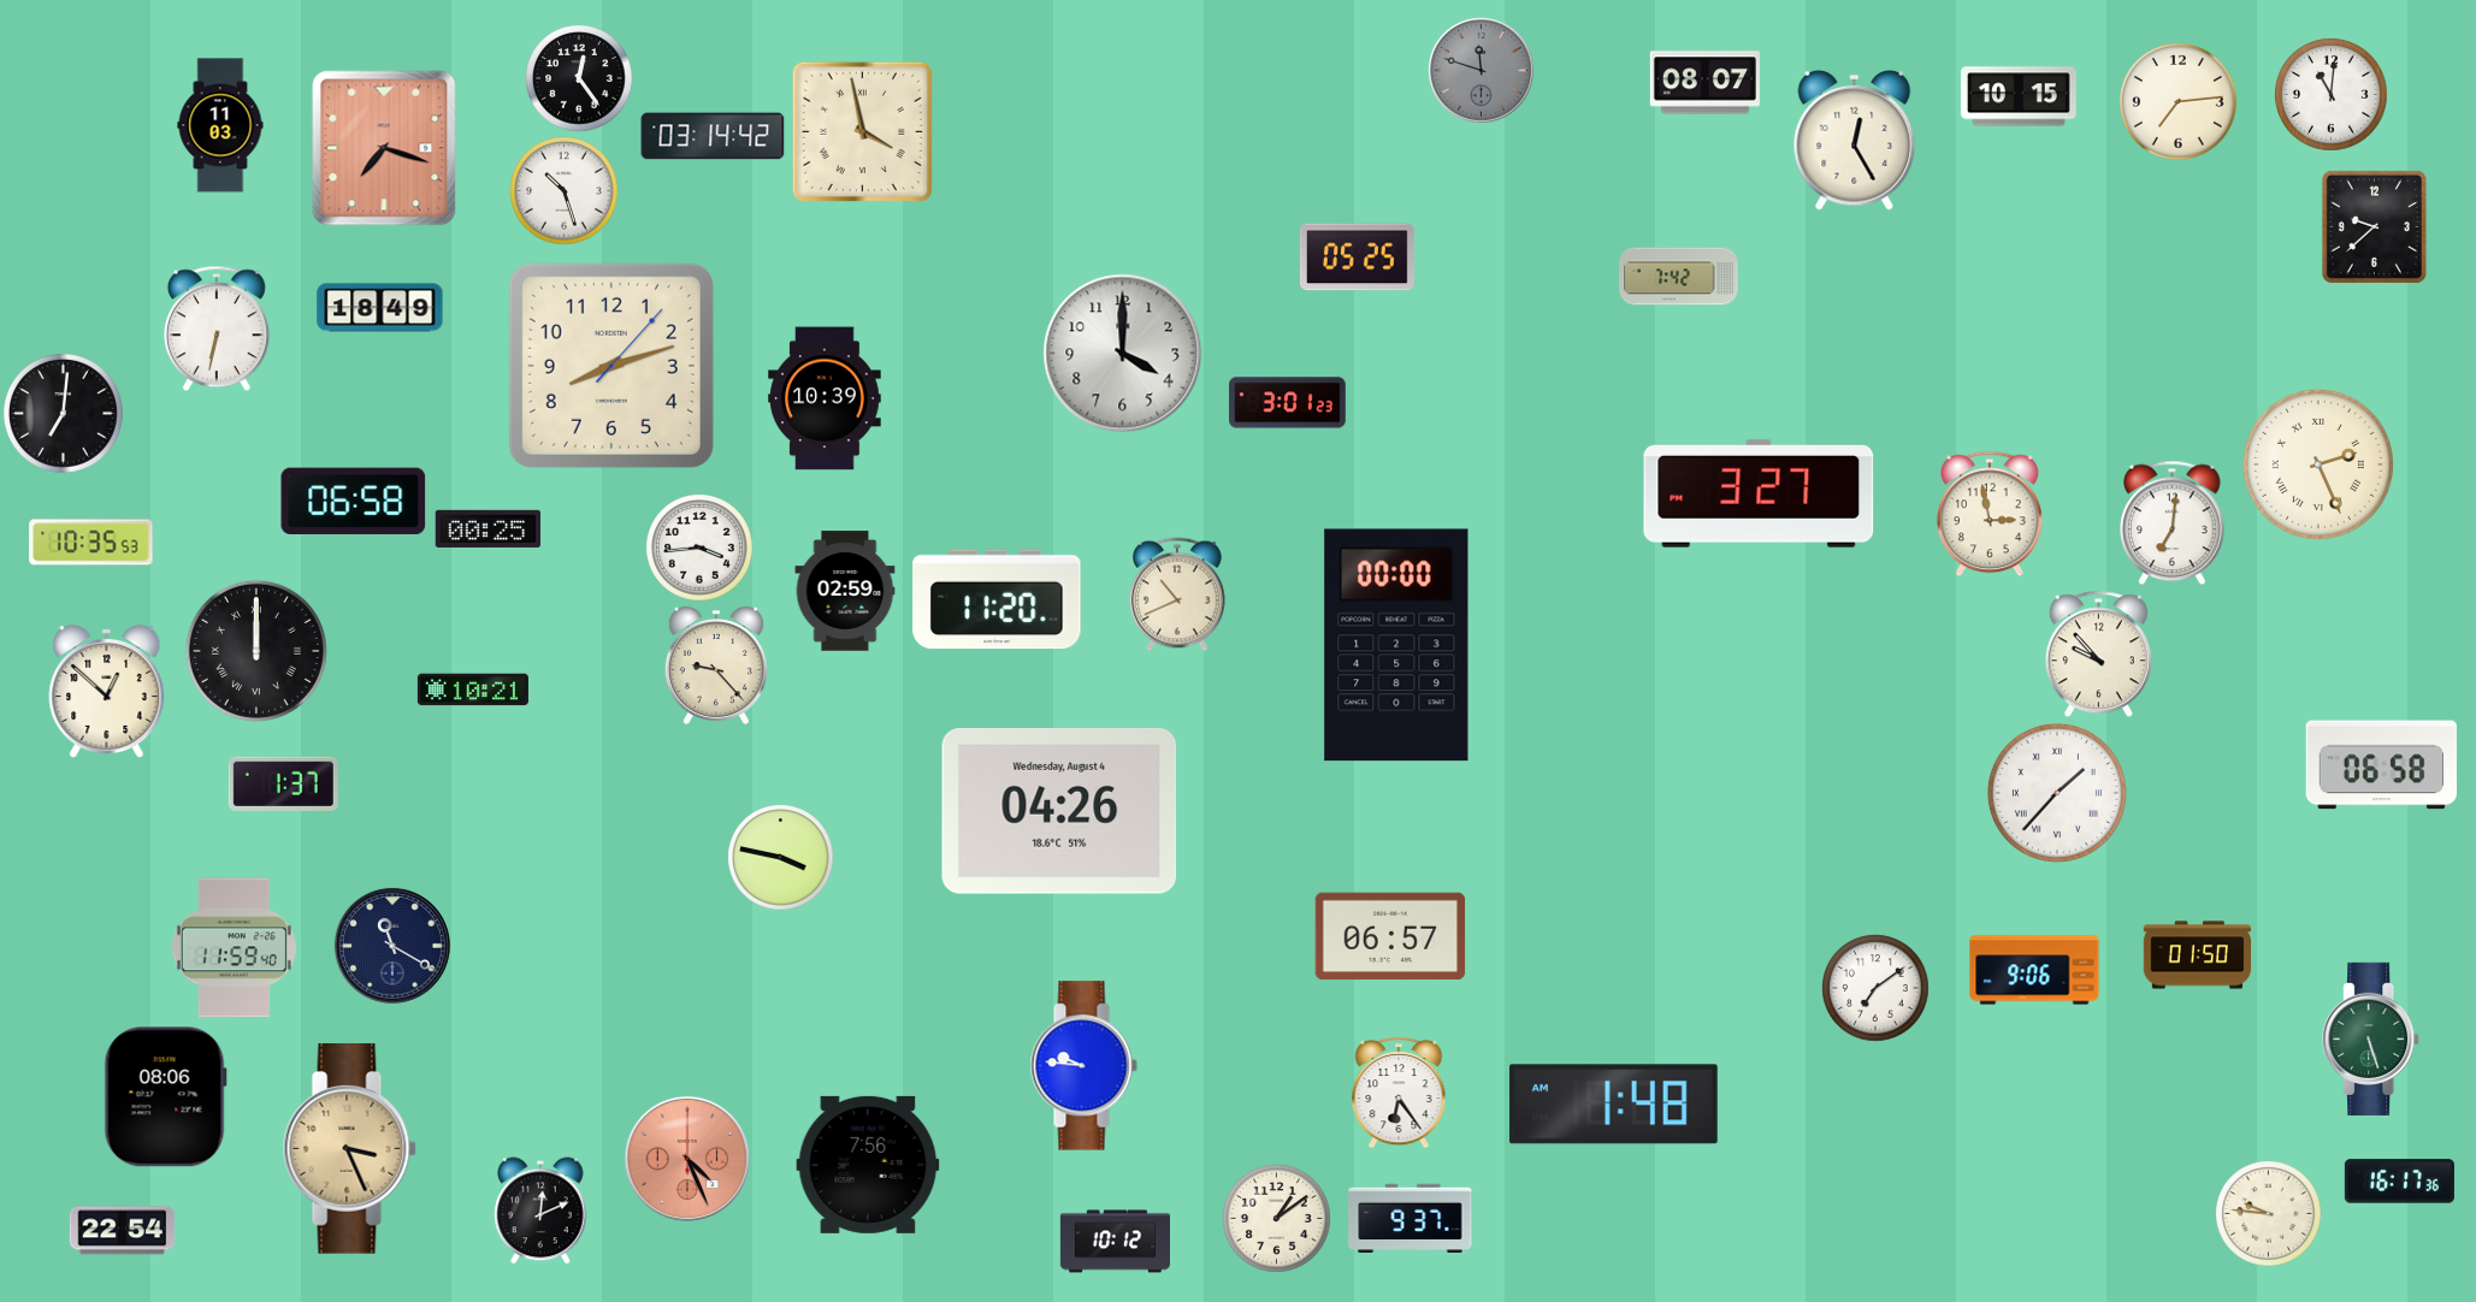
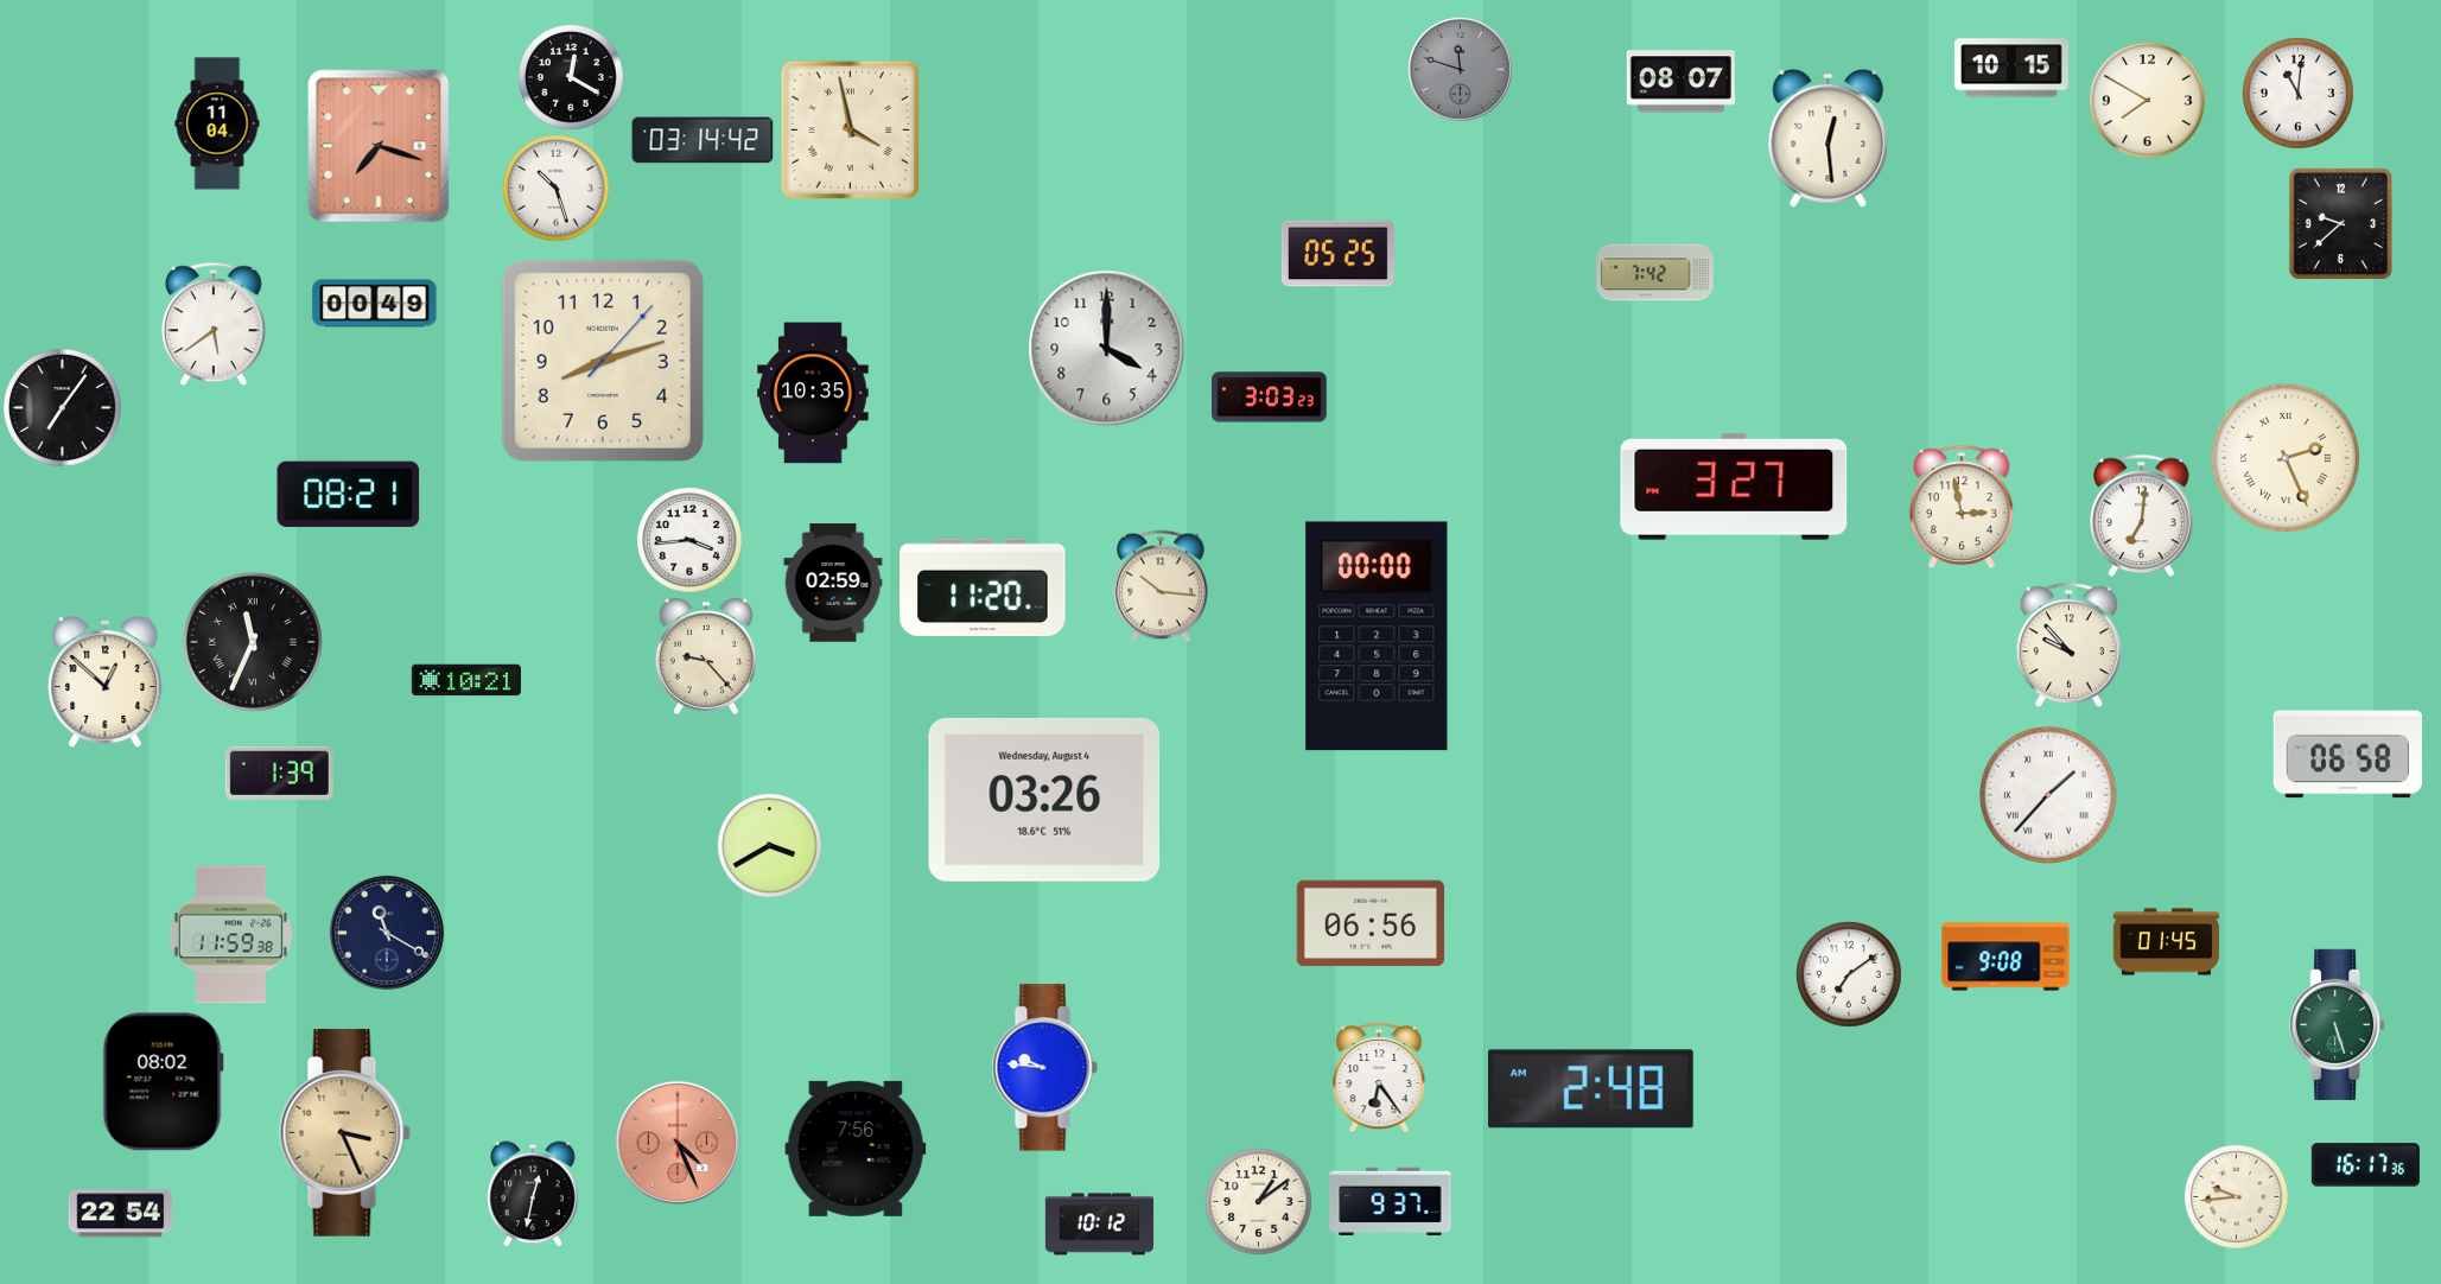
clock at (579, 78): 12:24 -> 12:20
clock at (2019, 96) position: (2019, 96) -> (2011, 68)
clock at (2179, 102): 7:14 -> 7:50
clock at (220, 125): 11:03 -> 11:04
clock at (713, 136) position: (713, 136) -> (703, 140)
clock at (1855, 140): 12:25 -> 12:29
clock at (380, 308): 18:49 -> 00:49
clock at (217, 329): 6:32 -> 5:39
clock at (825, 398): 10:39 -> 10:35
clock at (1288, 403): 3:01 -> 3:03
clock at (63, 413): 7:01 -> 7:06
clock at (354, 501): 06:58 -> 08:21
clock at (489, 528): 00:25 -> none
clock at (91, 543): 10:35 -> none
clock at (1178, 594): 10:41 -> 10:16
clock at (997, 599) position: (997, 599) -> (983, 587)
clock at (256, 651): 12:00 -> 11:34
clock at (283, 783): 1:37 -> 1:39
clock at (2057, 793) position: (2057, 793) -> (2048, 795)
clock at (1059, 811): 04:26 -> 03:26
clock at (781, 858): 3:47 -> 3:40
clock at (1390, 936): 06:57 -> 06:56
clock at (234, 948): 11:59:40 -> 11:59:38
clock at (2198, 955): 01:50 -> 01:45
clock at (2034, 970): 9:06 -> 9:08
clock at (1083, 1066) position: (1083, 1066) -> (1044, 1068)
clock at (165, 1097): 08:06 -> 08:02
clock at (1613, 1105): 1:48 -> 2:48
clock at (540, 1211): 12:11 -> 12:32
clock at (2269, 1214): 9:46 -> 9:44
